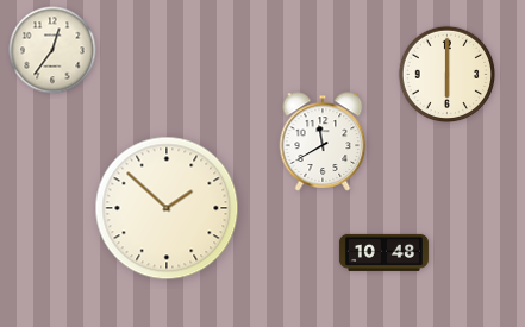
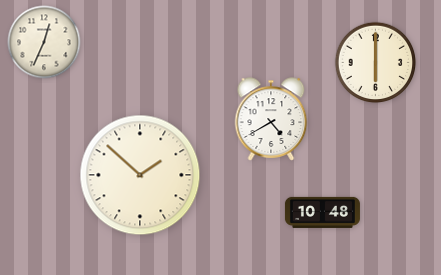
clock at (52, 50): 12:36 -> 12:34
clock at (323, 142): 11:40 -> 4:40
